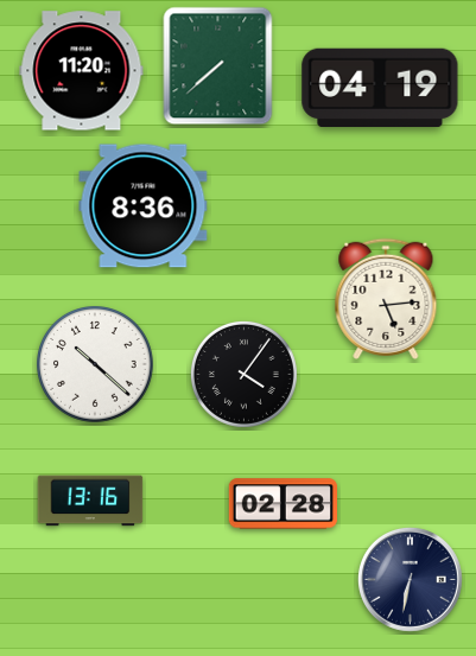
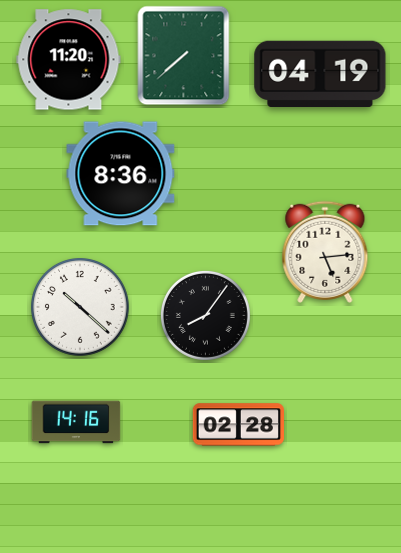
clock at (243, 374): 4:06 -> 8:06
clock at (90, 501): 13:16 -> 14:16
clock at (410, 579): 6:32 -> none
